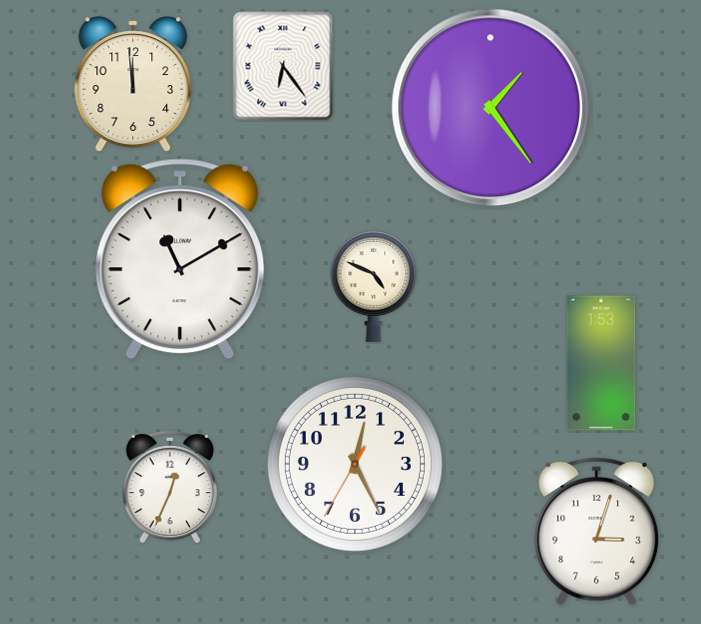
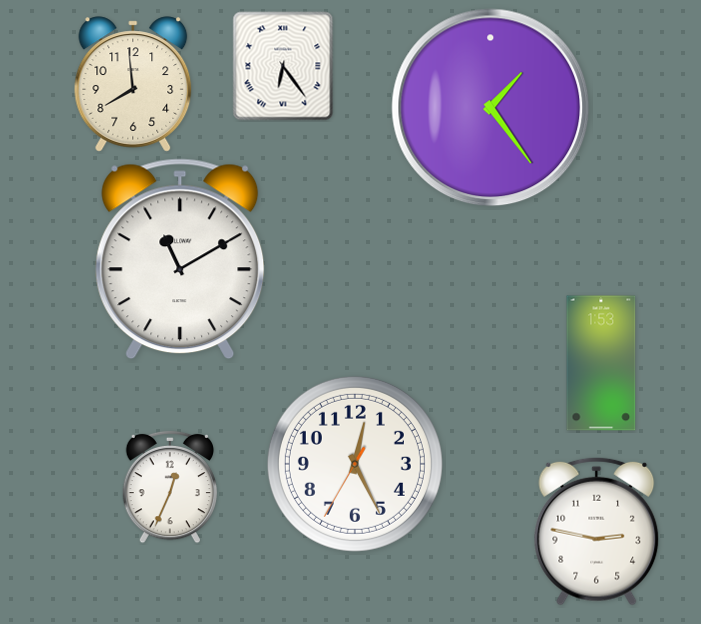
clock at (133, 84): 11:59 -> 7:59
clock at (374, 287): 4:49 -> none
clock at (597, 531): 3:03 -> 2:47
